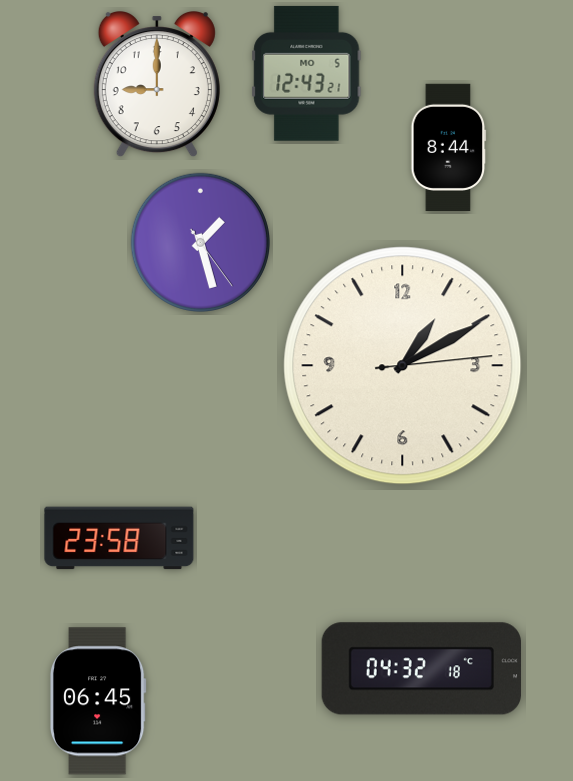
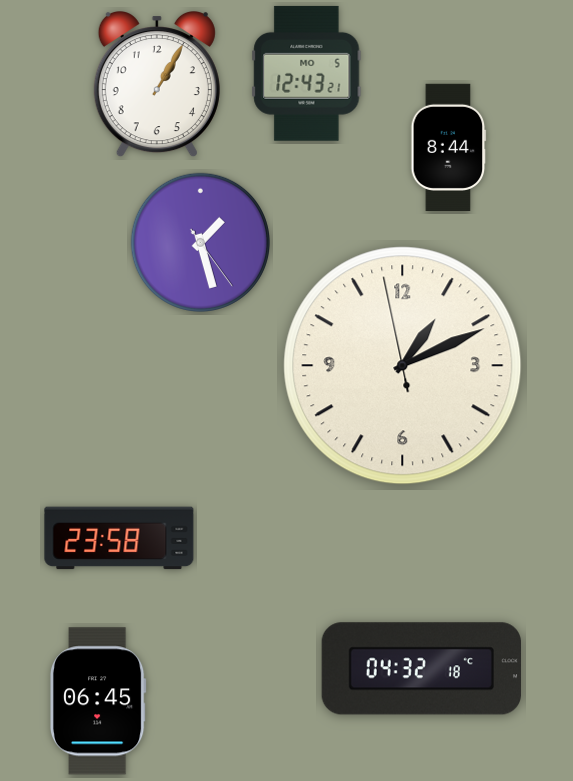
clock at (157, 85): 9:00 -> 1:05
clock at (403, 366): 1:10:14 -> 1:10:58
